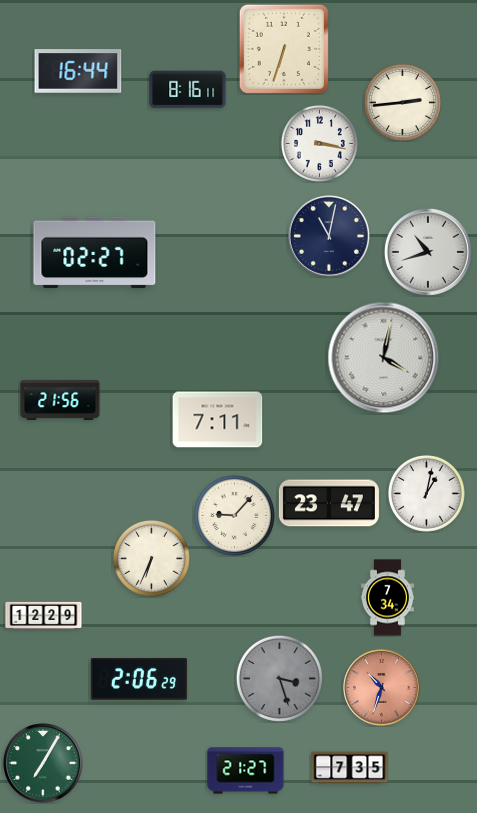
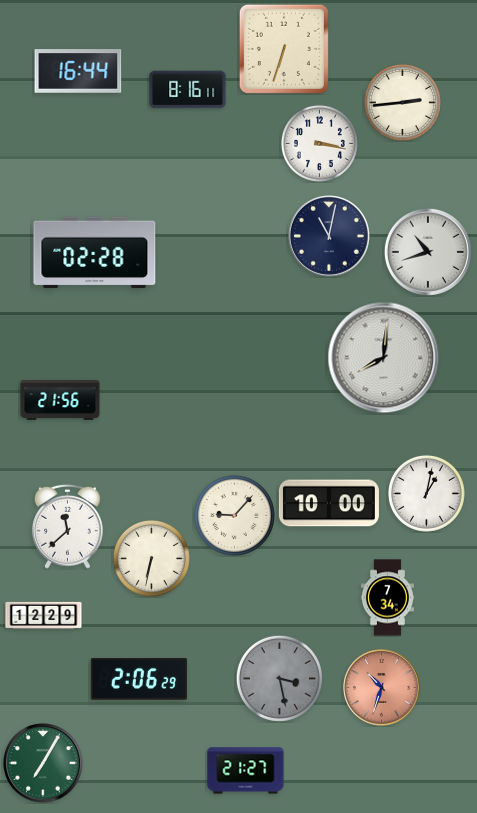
clock at (95, 253): 02:27 -> 02:28
clock at (384, 358): 4:02 -> 8:01
clock at (218, 420): 7:11 -> none
clock at (329, 503): 23:47 -> 10:00
clock at (68, 526): none -> 11:38
clock at (151, 558): 6:34 -> 6:32
clock at (279, 678): 3:27 -> 3:28
clock at (350, 768): 7:35 -> none
